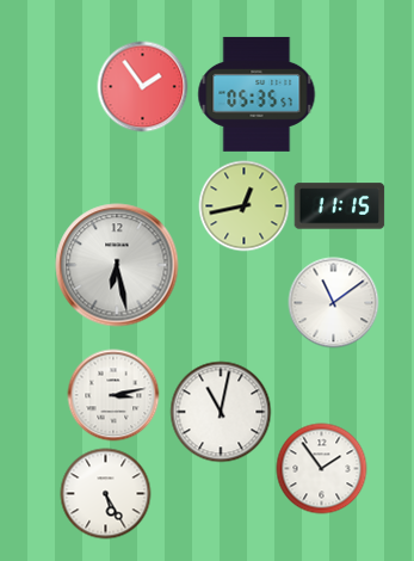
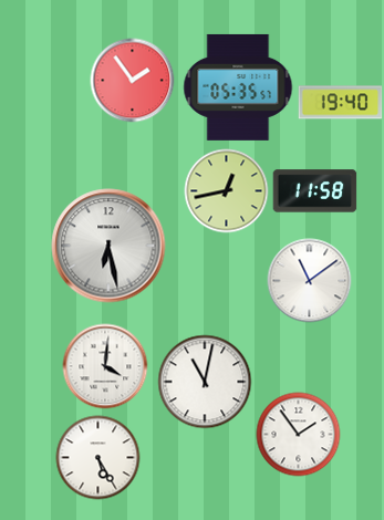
clock at (341, 103): none -> 19:40
clock at (340, 206): 11:15 -> 11:58
clock at (113, 395): 3:13 -> 4:01
